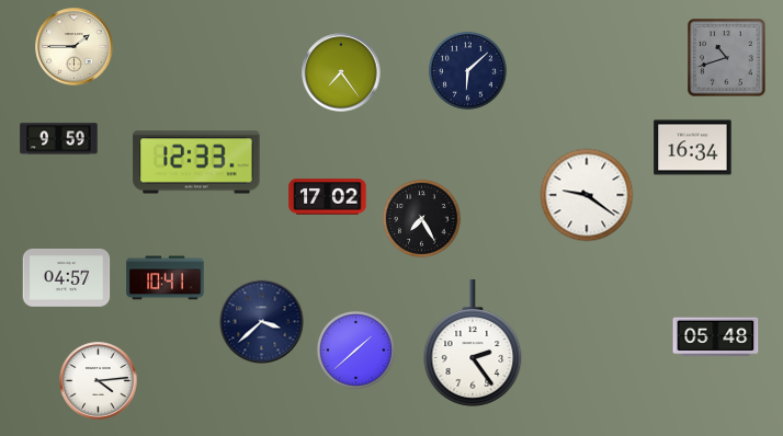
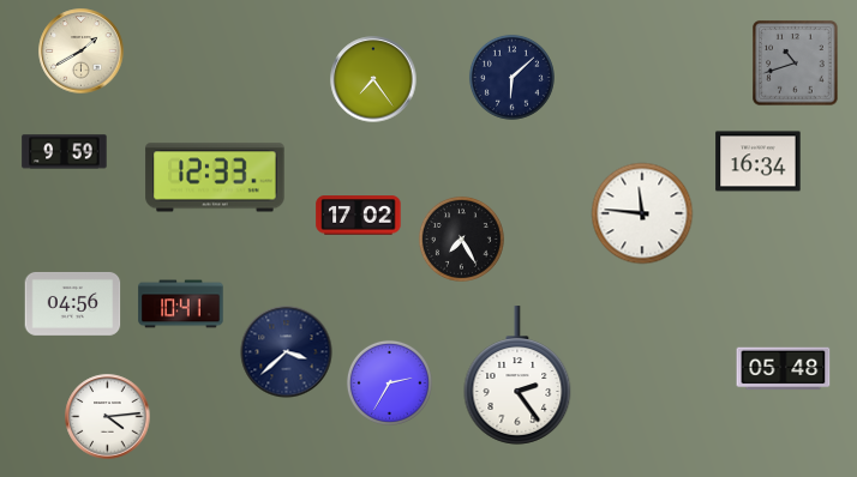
clock at (75, 47): 1:45 -> 1:40
clock at (587, 195): 9:21 -> 11:46
clock at (67, 277): 04:57 -> 04:56
clock at (355, 349): 1:38 -> 2:35
